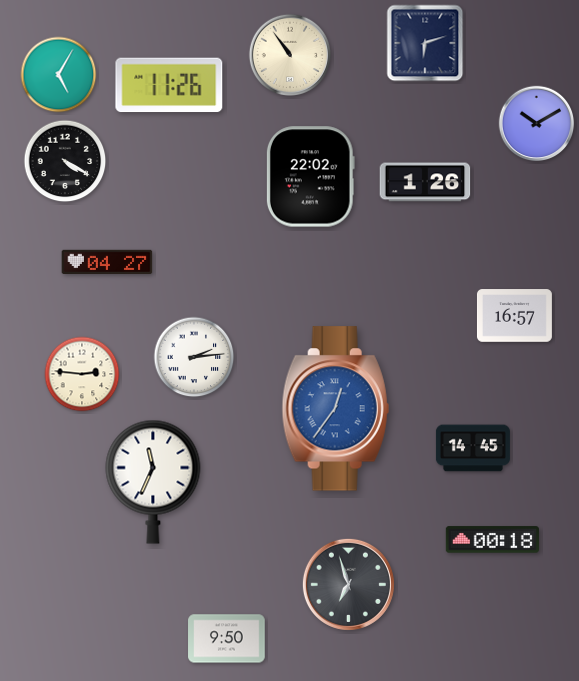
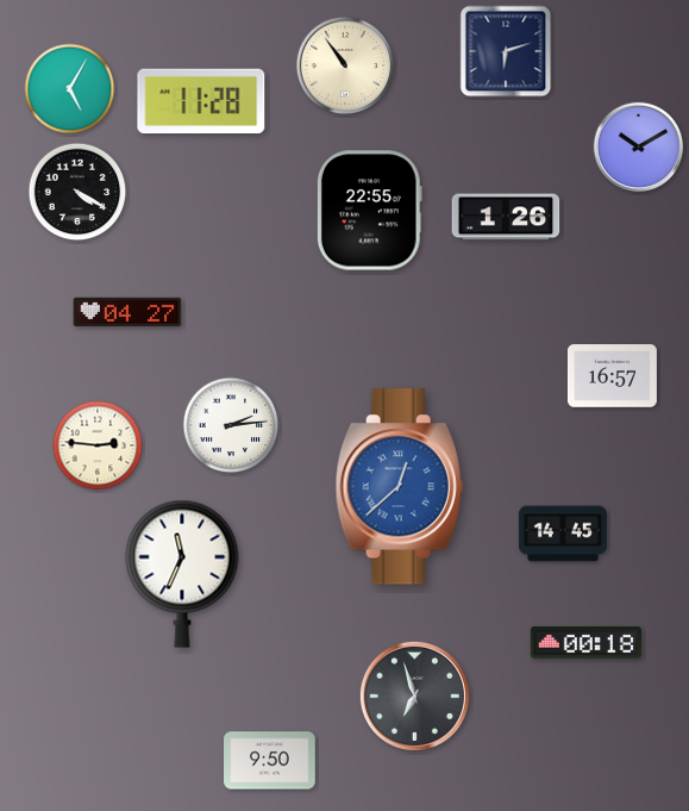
clock at (169, 85): 11:26 -> 11:28
clock at (310, 177): 22:02 -> 22:55
clock at (335, 409): 12:36 -> 12:38
